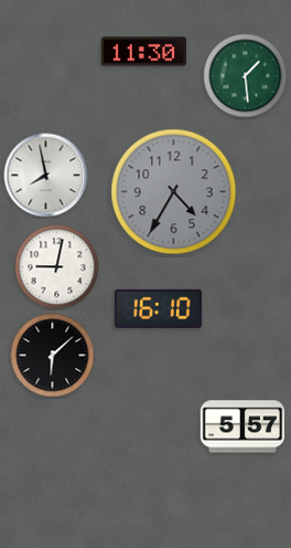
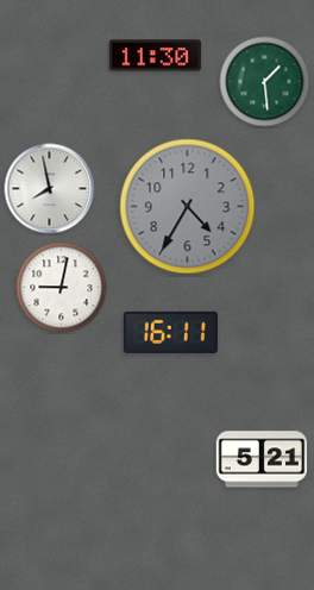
clock at (158, 308): 16:10 -> 16:11
clock at (53, 356): 6:08 -> none
clock at (242, 426): 5:57 -> 5:21
